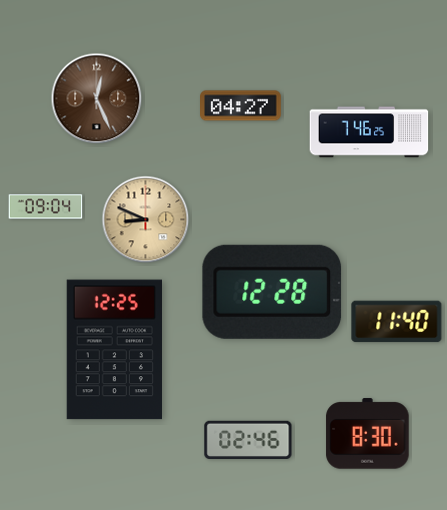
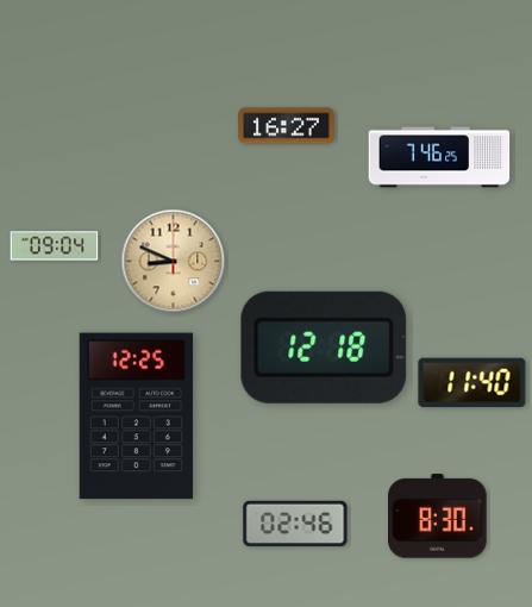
clock at (97, 99): 12:26 -> none
clock at (241, 106): 04:27 -> 16:27
clock at (272, 292): 12:28 -> 12:18
